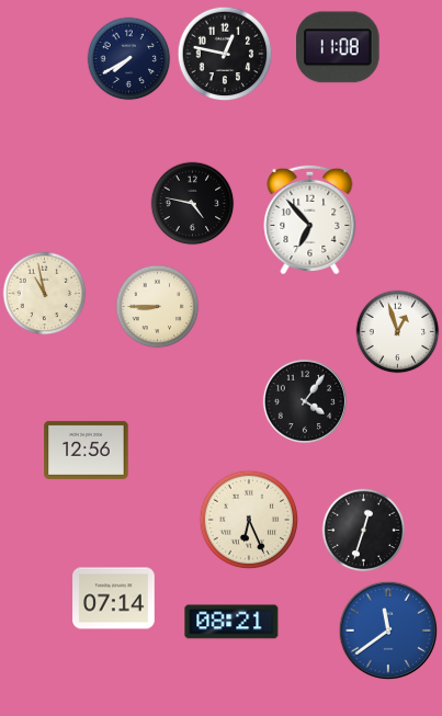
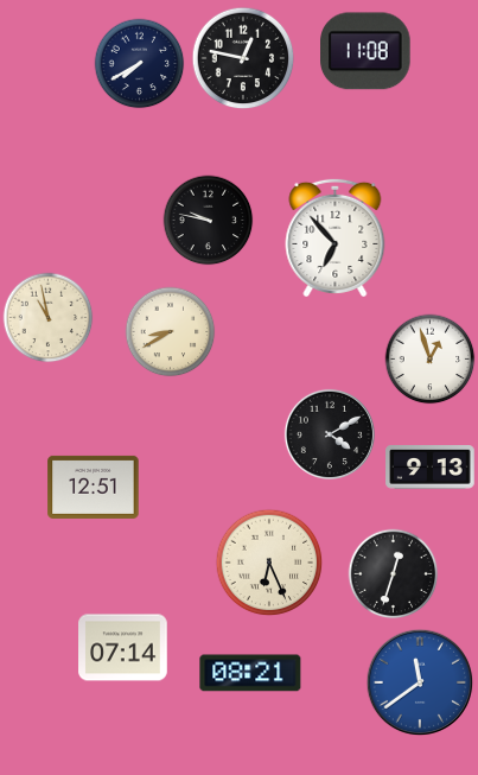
clock at (193, 204): 4:47 -> 9:47
clock at (158, 307): 8:45 -> 8:40
clock at (305, 401): 4:06 -> 4:10
clock at (431, 468): none -> 9:13
clock at (87, 450): 12:56 -> 12:51
